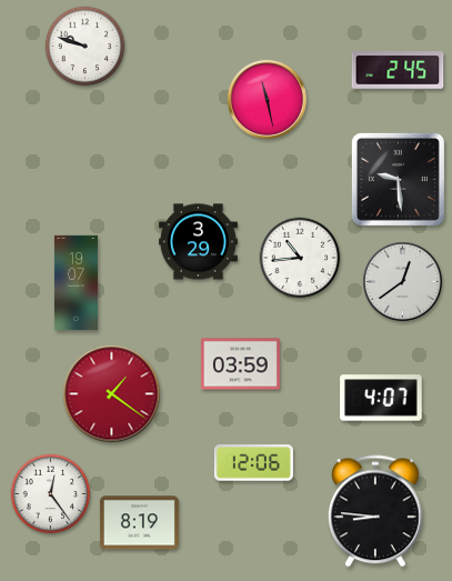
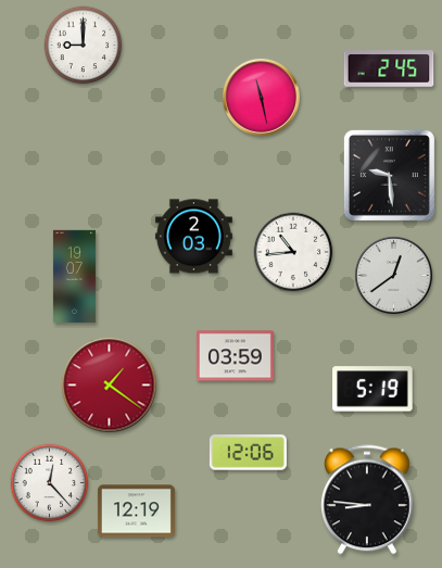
clock at (86, 47): 9:48 -> 9:00
clock at (198, 242): 3:29 -> 2:03
clock at (381, 398): 4:07 -> 5:19
clock at (51, 494): 12:24 -> 12:23
clock at (139, 523): 8:19 -> 12:19
